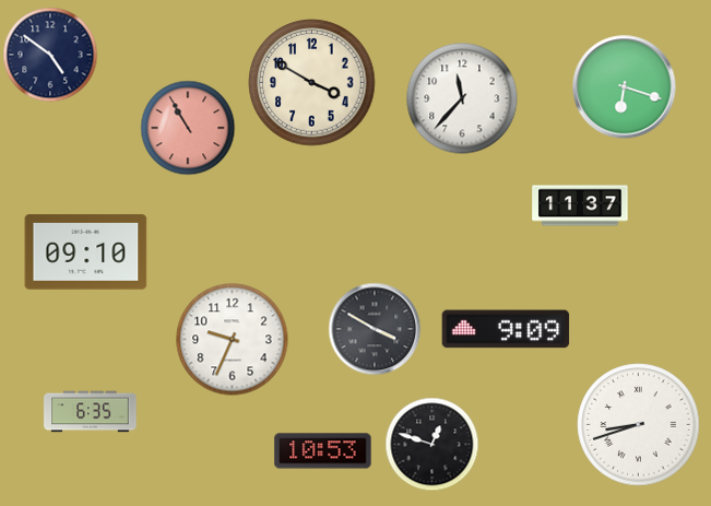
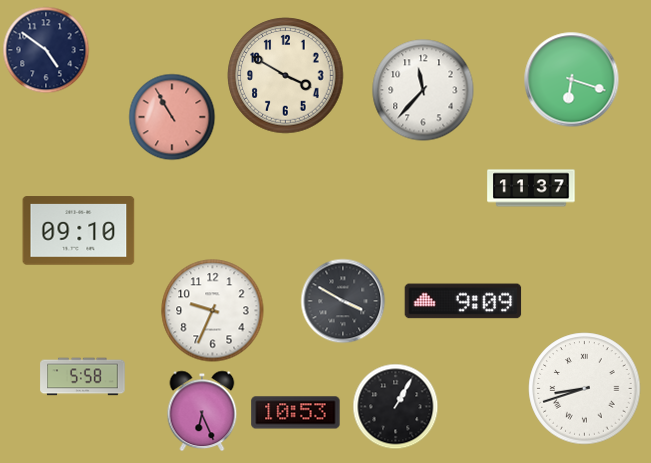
clock at (91, 412): 6:35 -> 5:58
clock at (431, 444): 12:48 -> 1:05
clock at (202, 411): none -> 6:26
